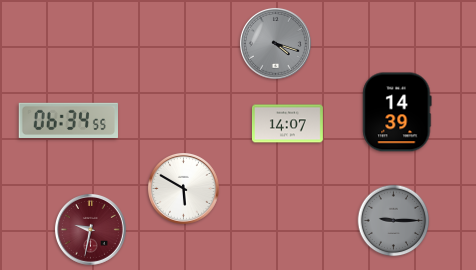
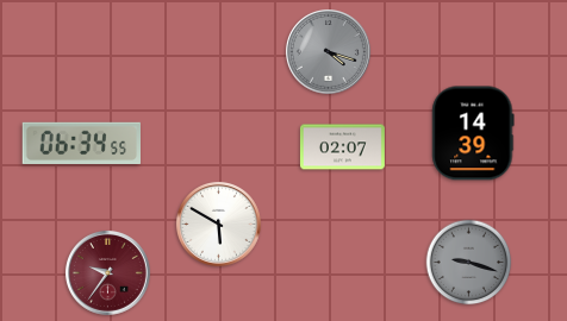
clock at (287, 124): 14:07 -> 02:07
clock at (394, 221): 9:15 -> 9:18
clock at (90, 229): 9:32 -> 9:36
